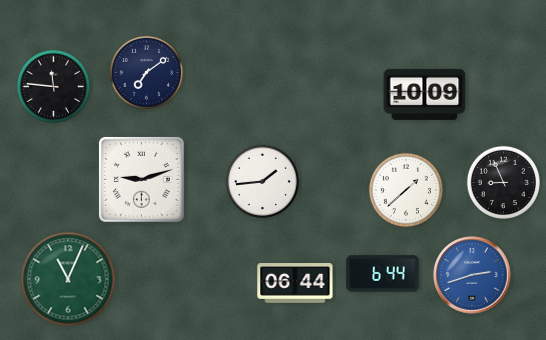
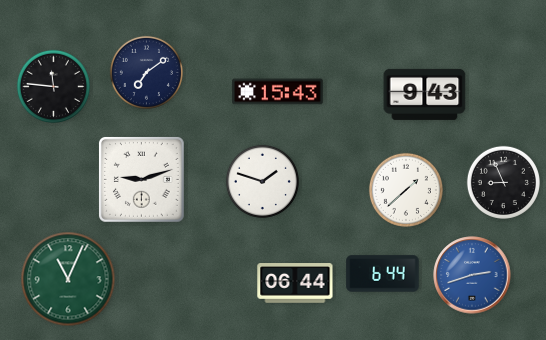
clock at (278, 92): none -> 15:43
clock at (425, 94): 10:09 -> 9:43
clock at (262, 181): 1:44 -> 1:48
